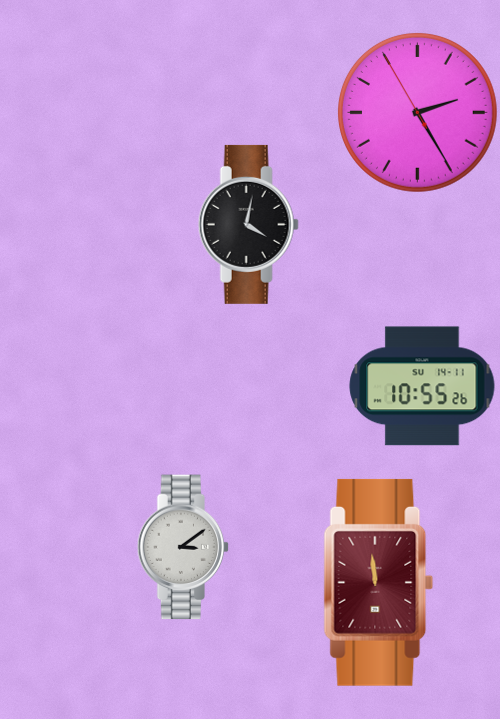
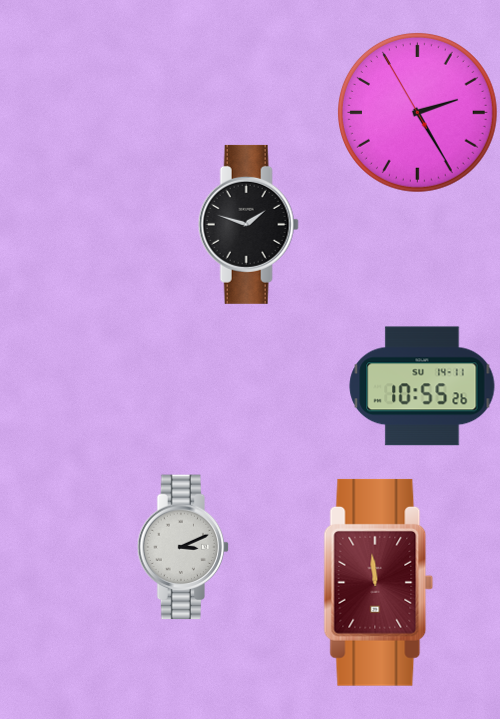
clock at (248, 224): 4:02 -> 1:48
clock at (183, 547): 3:09 -> 3:11
